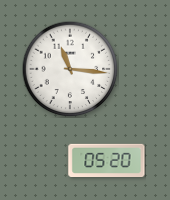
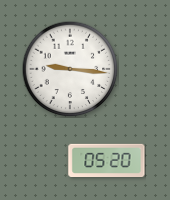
clock at (70, 69): 11:16 -> 9:16
